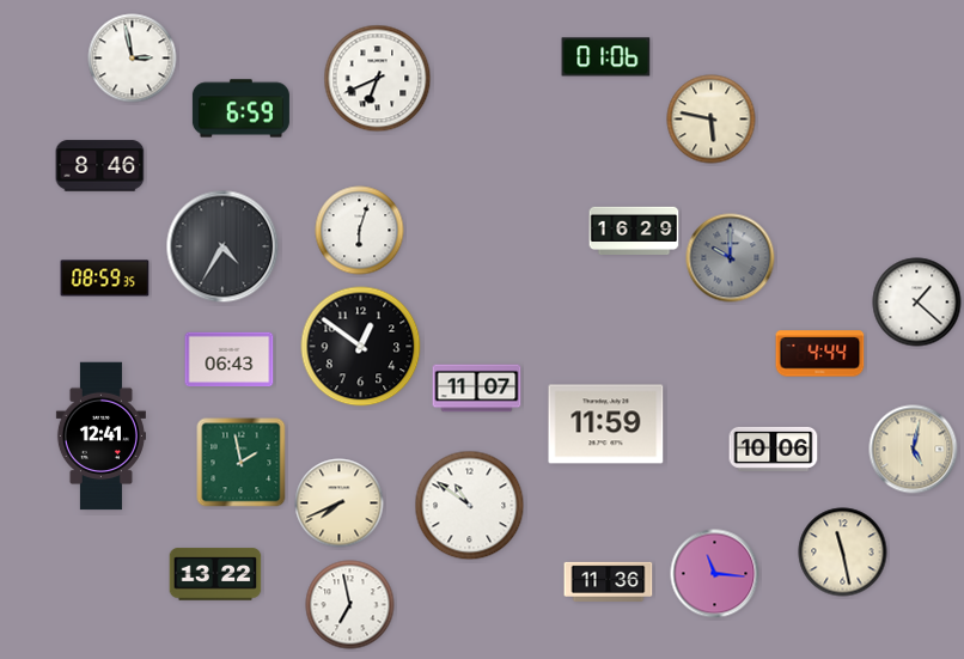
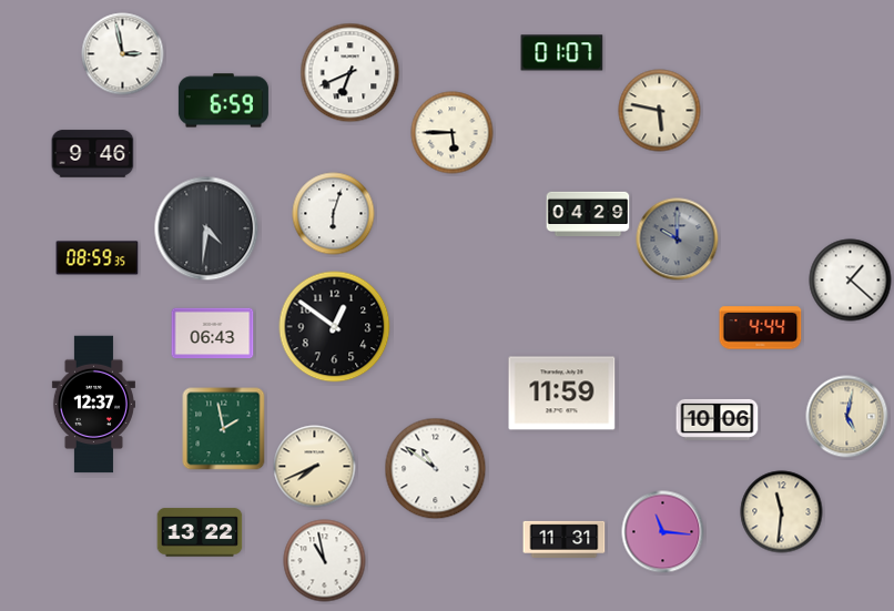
clock at (606, 57): 01:06 -> 01:07
clock at (453, 133): none -> 5:45
clock at (100, 166): 8:46 -> 9:46
clock at (634, 230): 16:29 -> 04:29
clock at (222, 246): 4:35 -> 4:31
clock at (361, 347) position: (361, 347) -> (335, 327)
clock at (477, 389): 11:07 -> none
clock at (100, 437): 12:41 -> 12:37
clock at (774, 449) position: (774, 449) -> (718, 419)
clock at (843, 553): 11:28 -> 11:31
clock at (609, 581): 11:36 -> 11:31
clock at (350, 605): 6:58 -> 10:58
